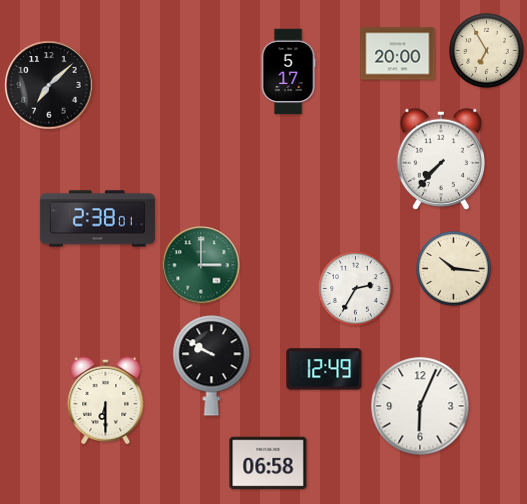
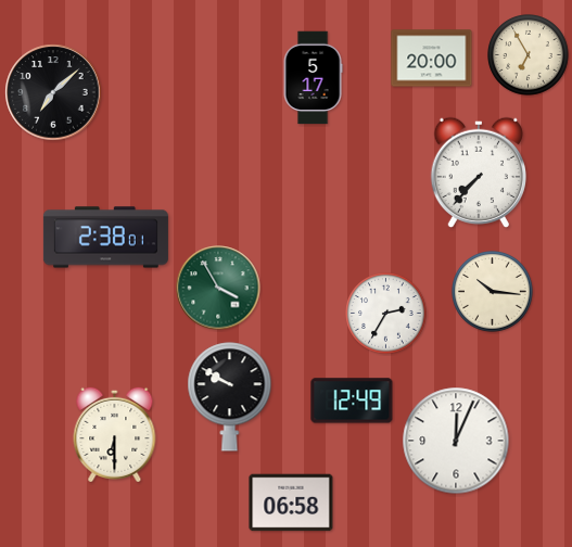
clock at (201, 265): 3:00 -> 3:55
clock at (420, 406): 6:04 -> 12:04
